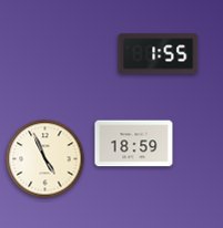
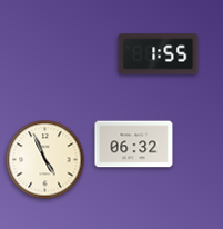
clock at (134, 144): 18:59 -> 06:32
